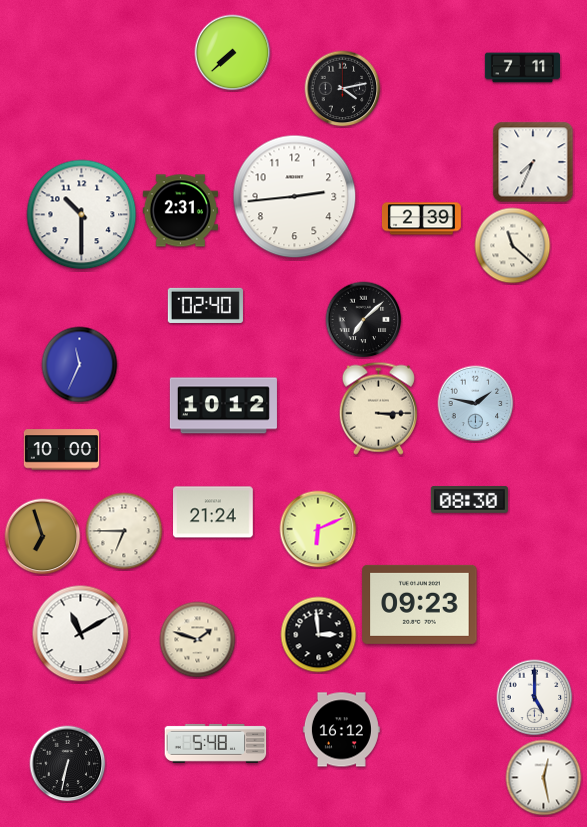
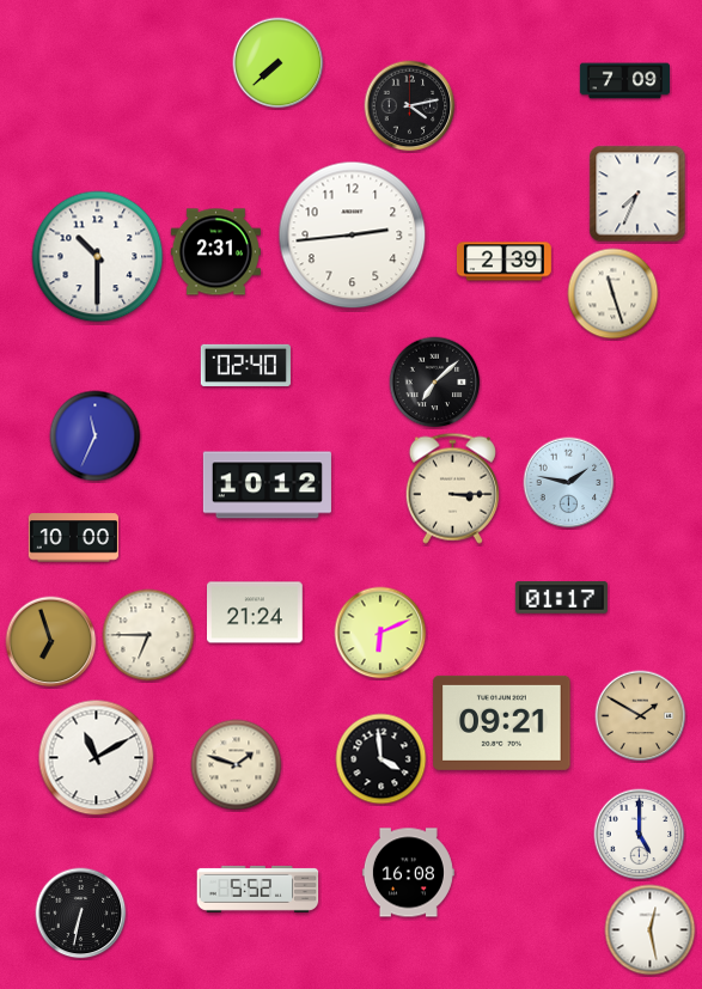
clock at (522, 68): 7:11 -> 7:09
clock at (513, 246): 11:22 -> 11:27
clock at (469, 500): 08:30 -> 01:17
clock at (641, 716): none -> 1:50
clock at (420, 604): 09:23 -> 09:21
clock at (319, 635): 2:59 -> 3:59
clock at (341, 730): 16:12 -> 16:08
clock at (216, 743): 5:48 -> 5:52
